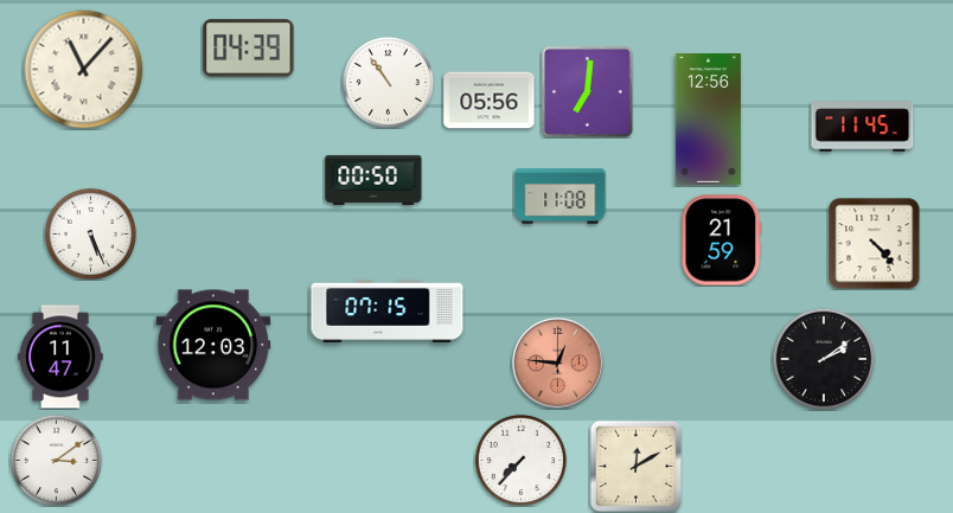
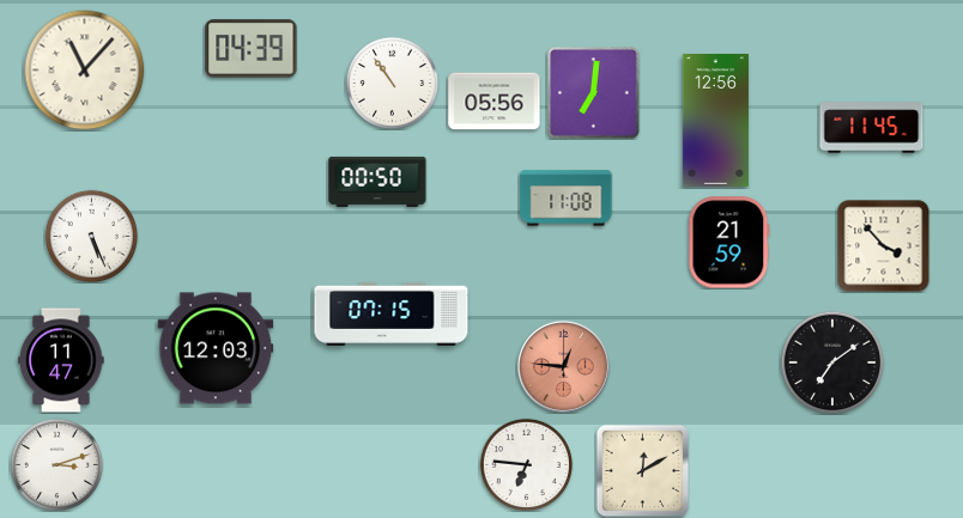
clock at (874, 243): 4:23 -> 3:53
clock at (824, 359): 2:09 -> 7:09
clock at (56, 460): 3:09 -> 3:12
clock at (520, 460): 7:37 -> 6:46
